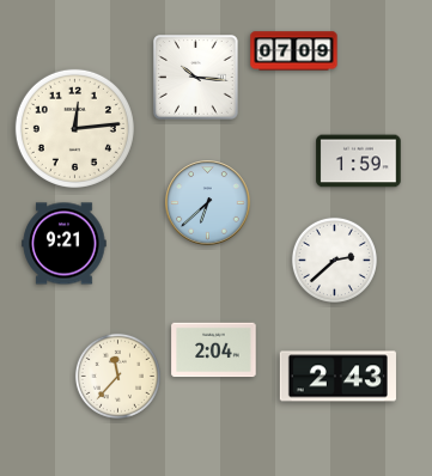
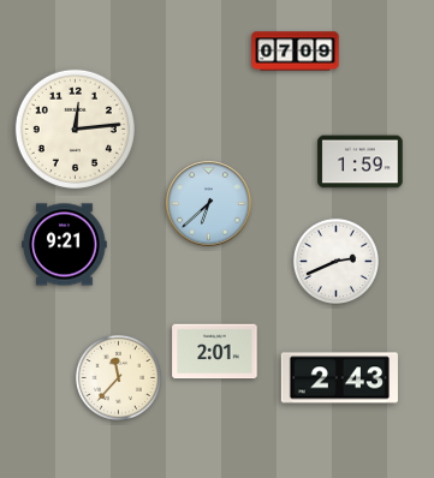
clock at (196, 78): 10:16 -> none
clock at (334, 260): 2:38 -> 2:41
clock at (214, 350): 2:04 -> 2:01
